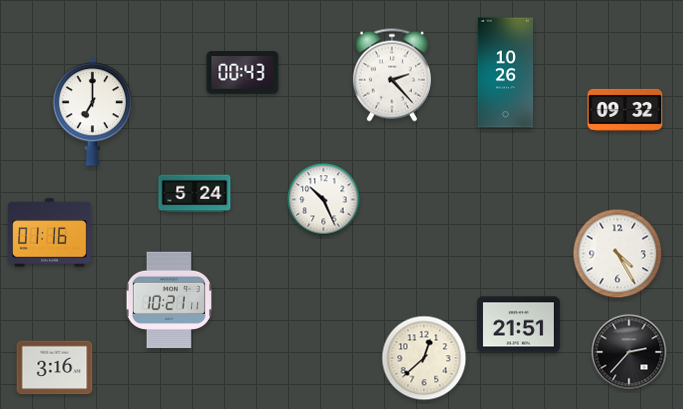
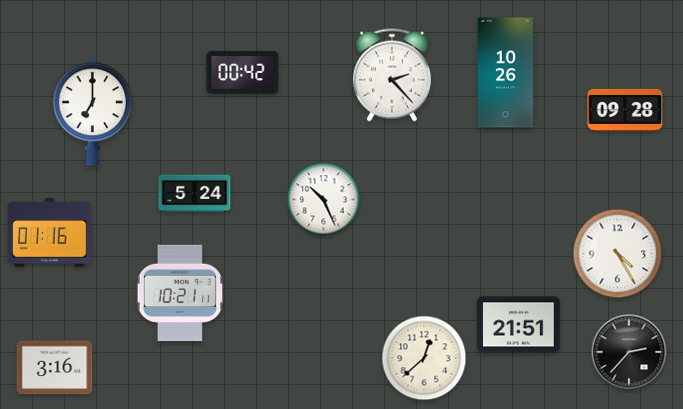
clock at (243, 73): 00:43 -> 00:42
clock at (625, 110): 09:32 -> 09:28
clock at (169, 300) position: (169, 300) -> (180, 293)
